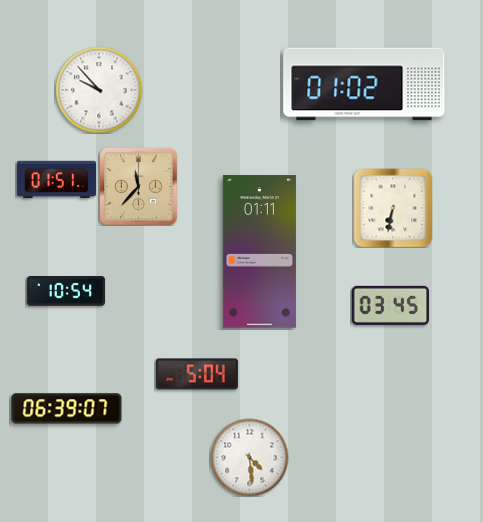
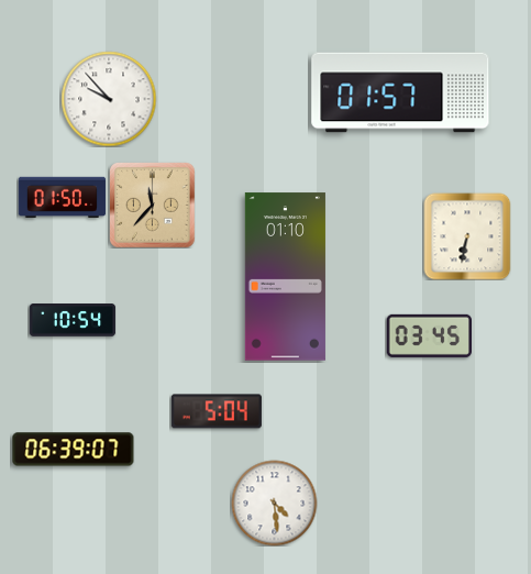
clock at (364, 84): 01:02 -> 01:57
clock at (56, 180): 01:51 -> 01:50
clock at (393, 208) position: (393, 208) -> (467, 236)
clock at (259, 252): 01:11 -> 01:10
